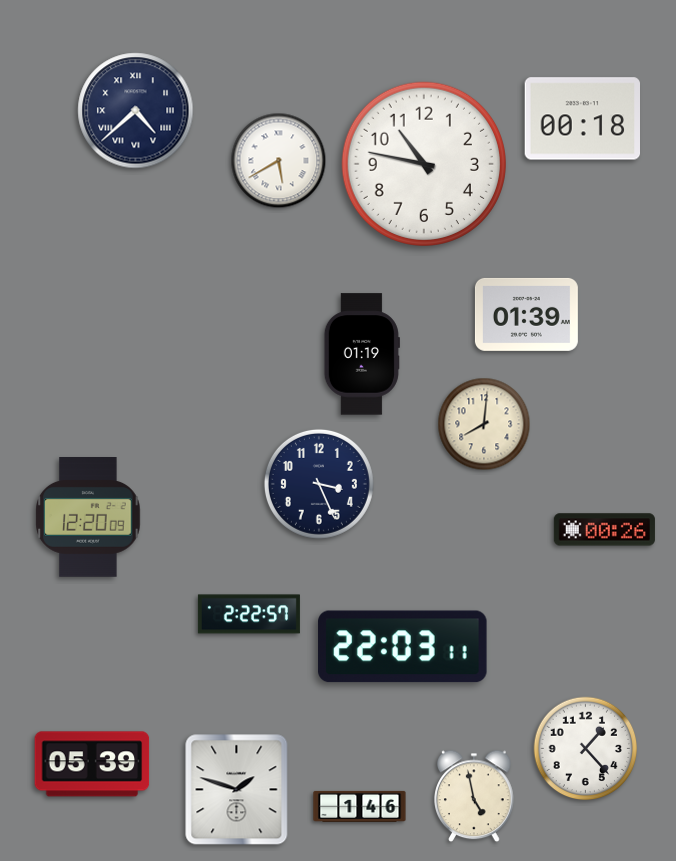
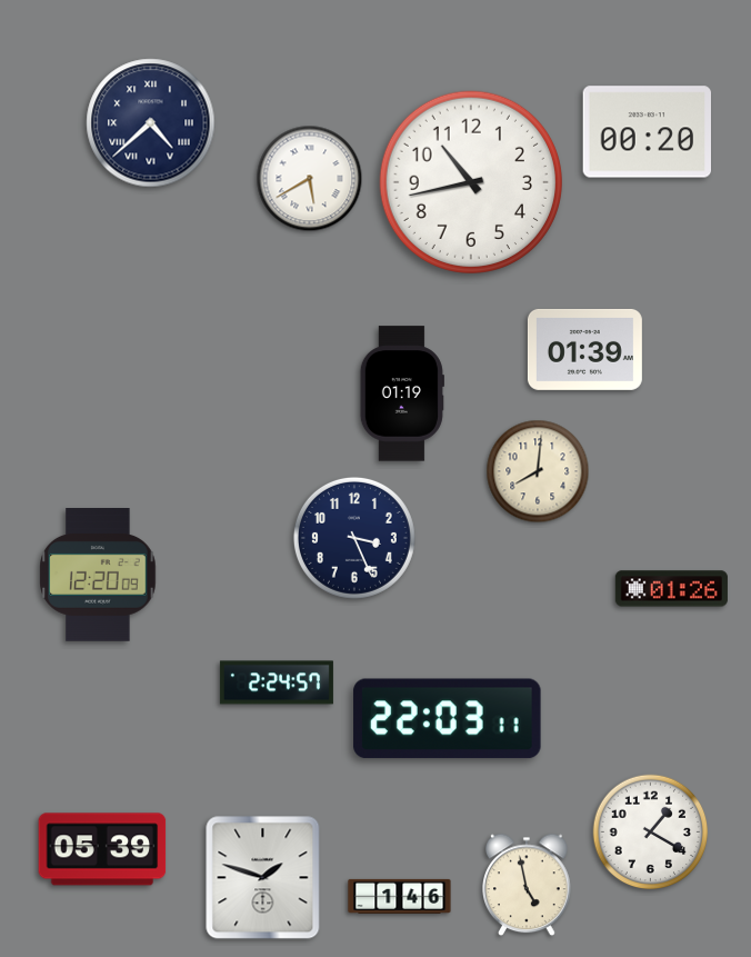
clock at (582, 119): 00:18 -> 00:20
clock at (424, 164): 10:47 -> 10:43
clock at (604, 530): 00:26 -> 01:26
clock at (249, 614): 2:22 -> 2:24
clock at (586, 749): 1:23 -> 1:20
